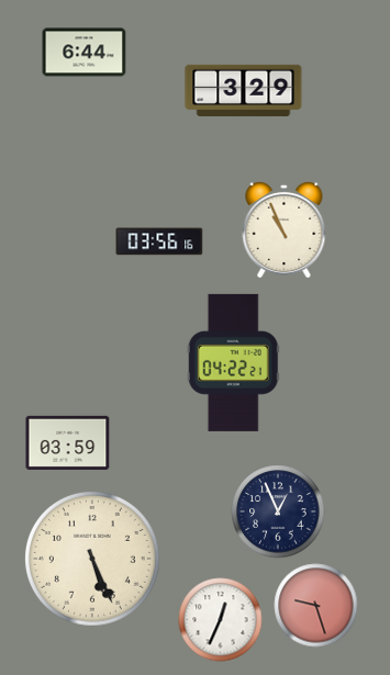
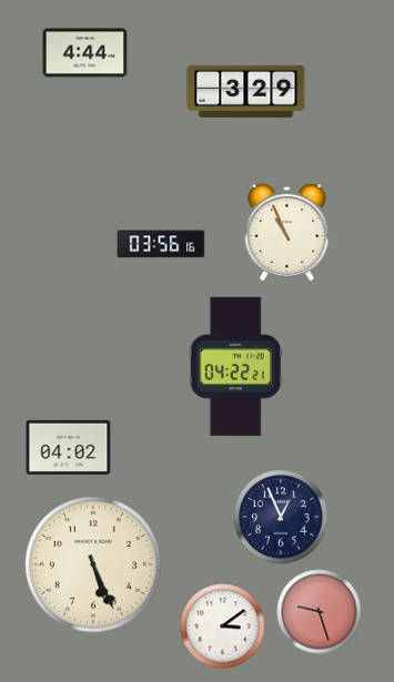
clock at (85, 53): 6:44 -> 4:44
clock at (68, 442): 03:59 -> 04:02
clock at (221, 620): 12:34 -> 3:09
